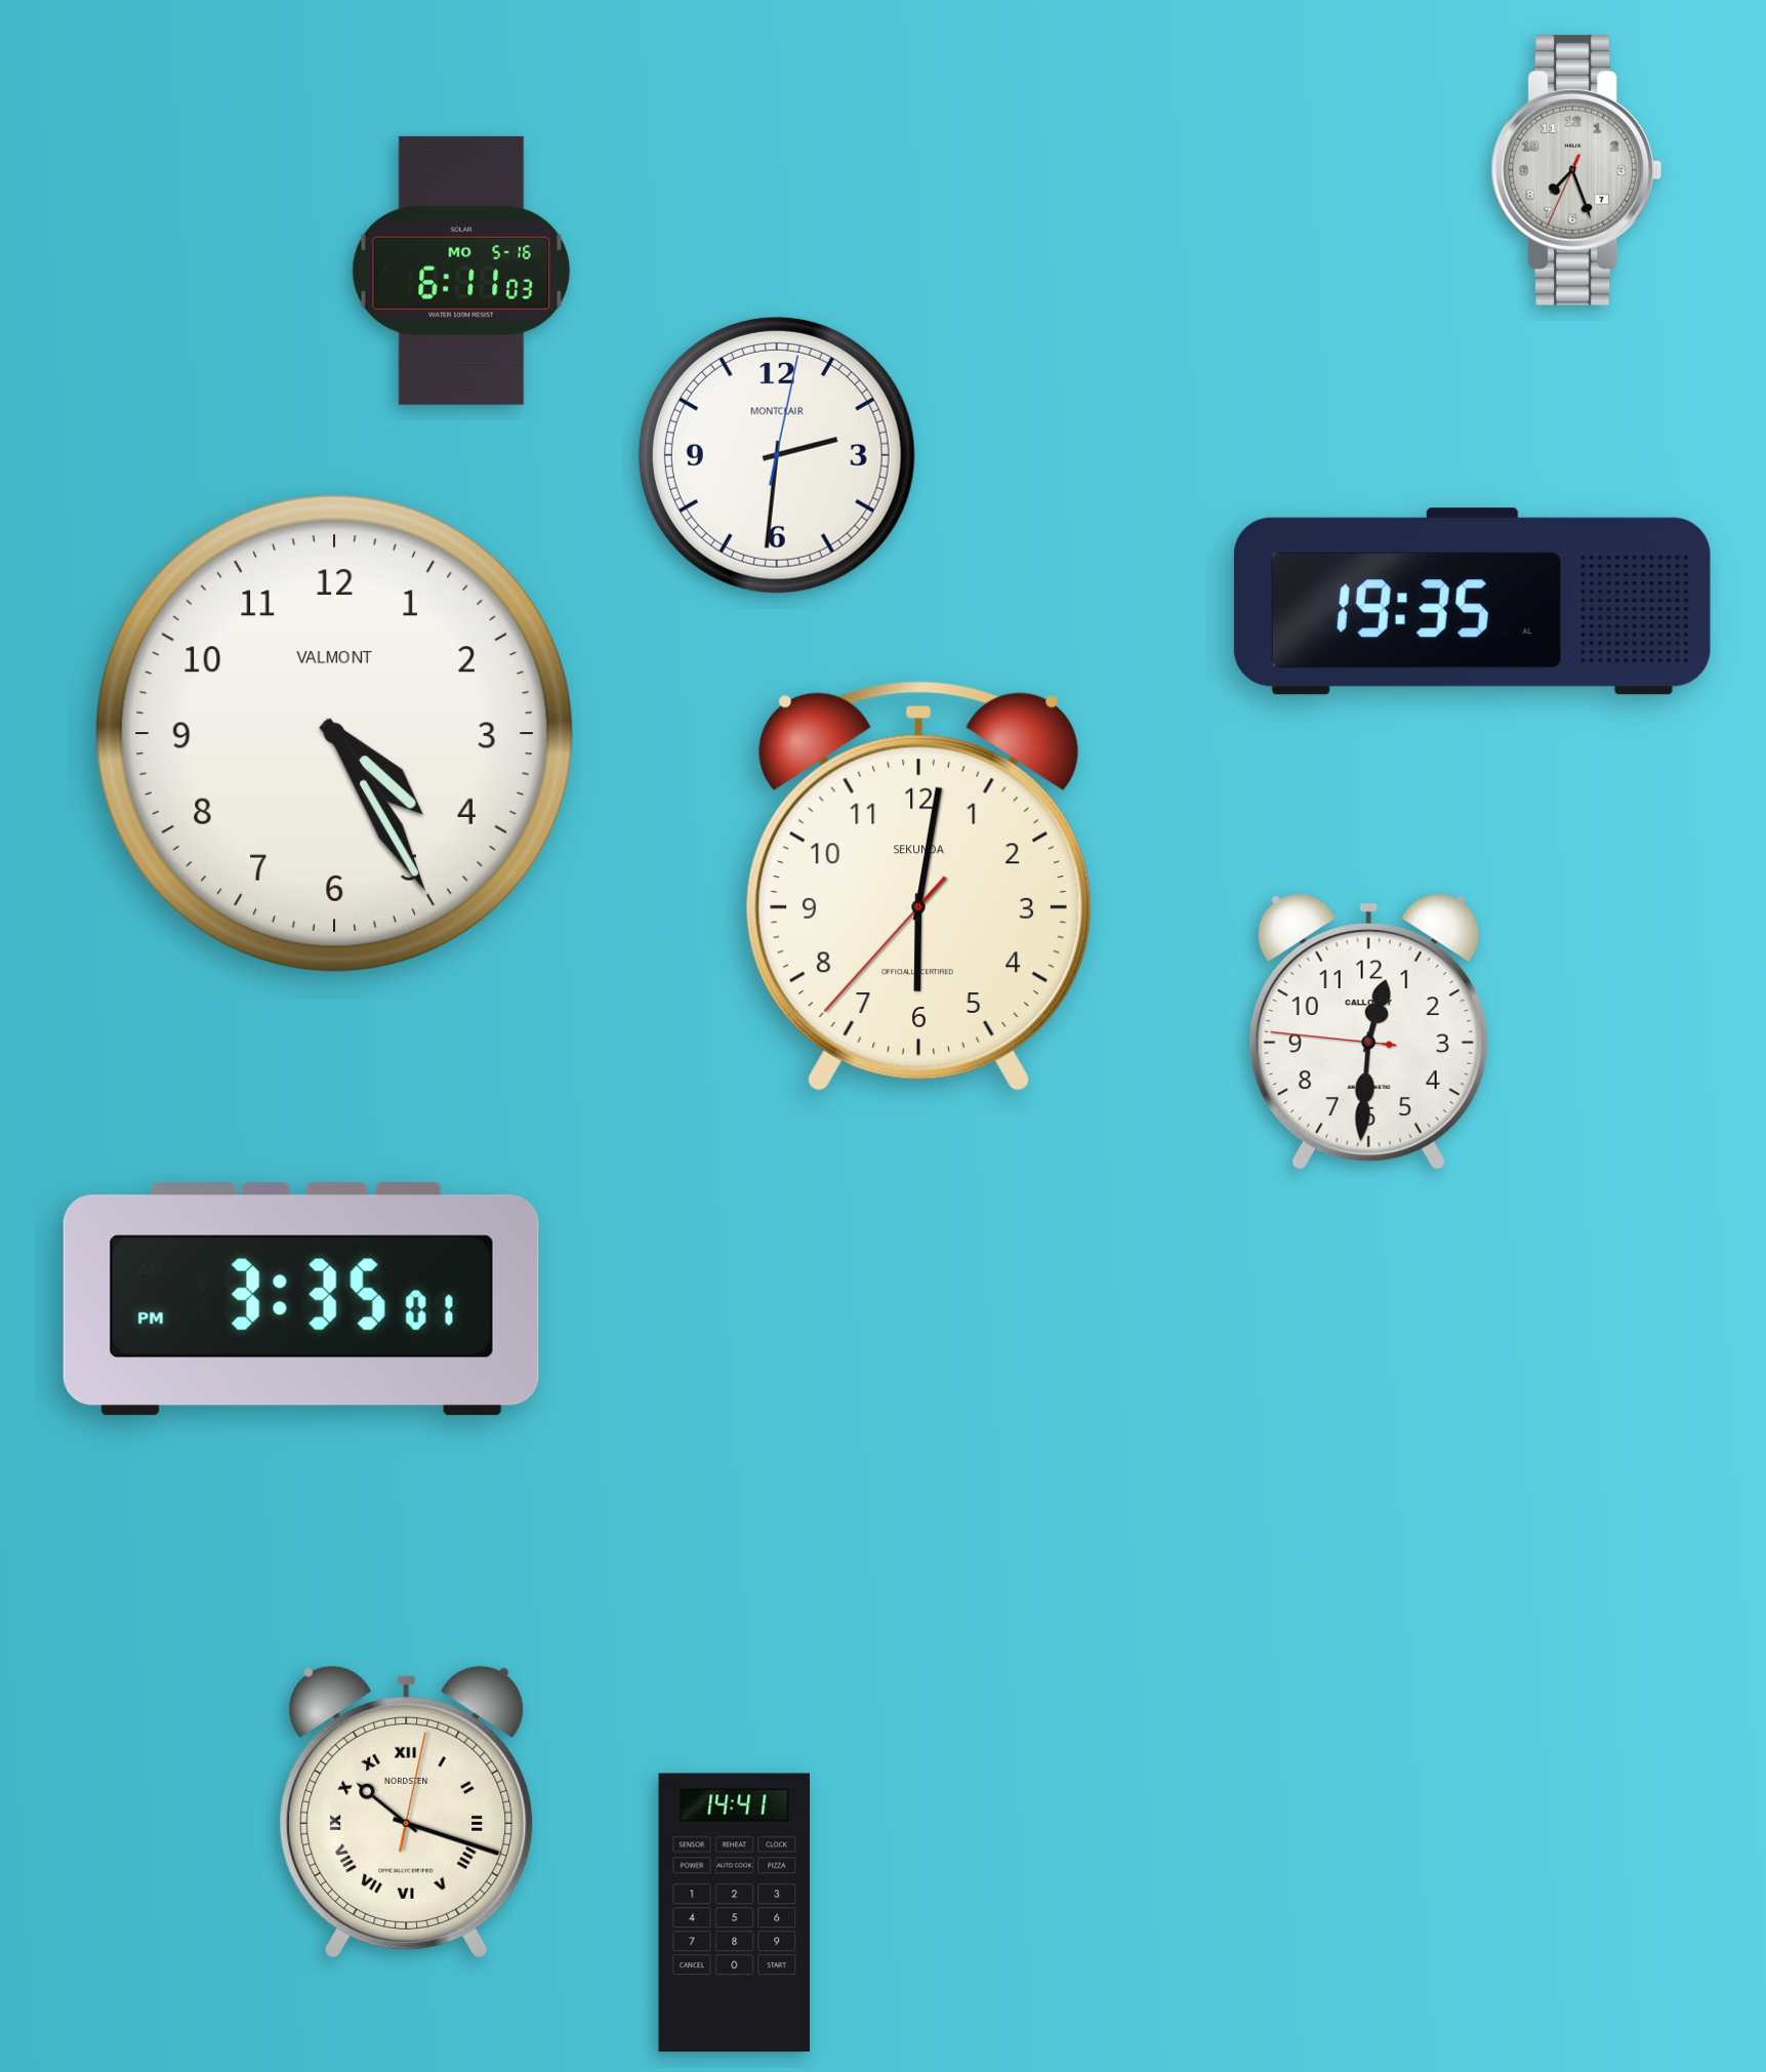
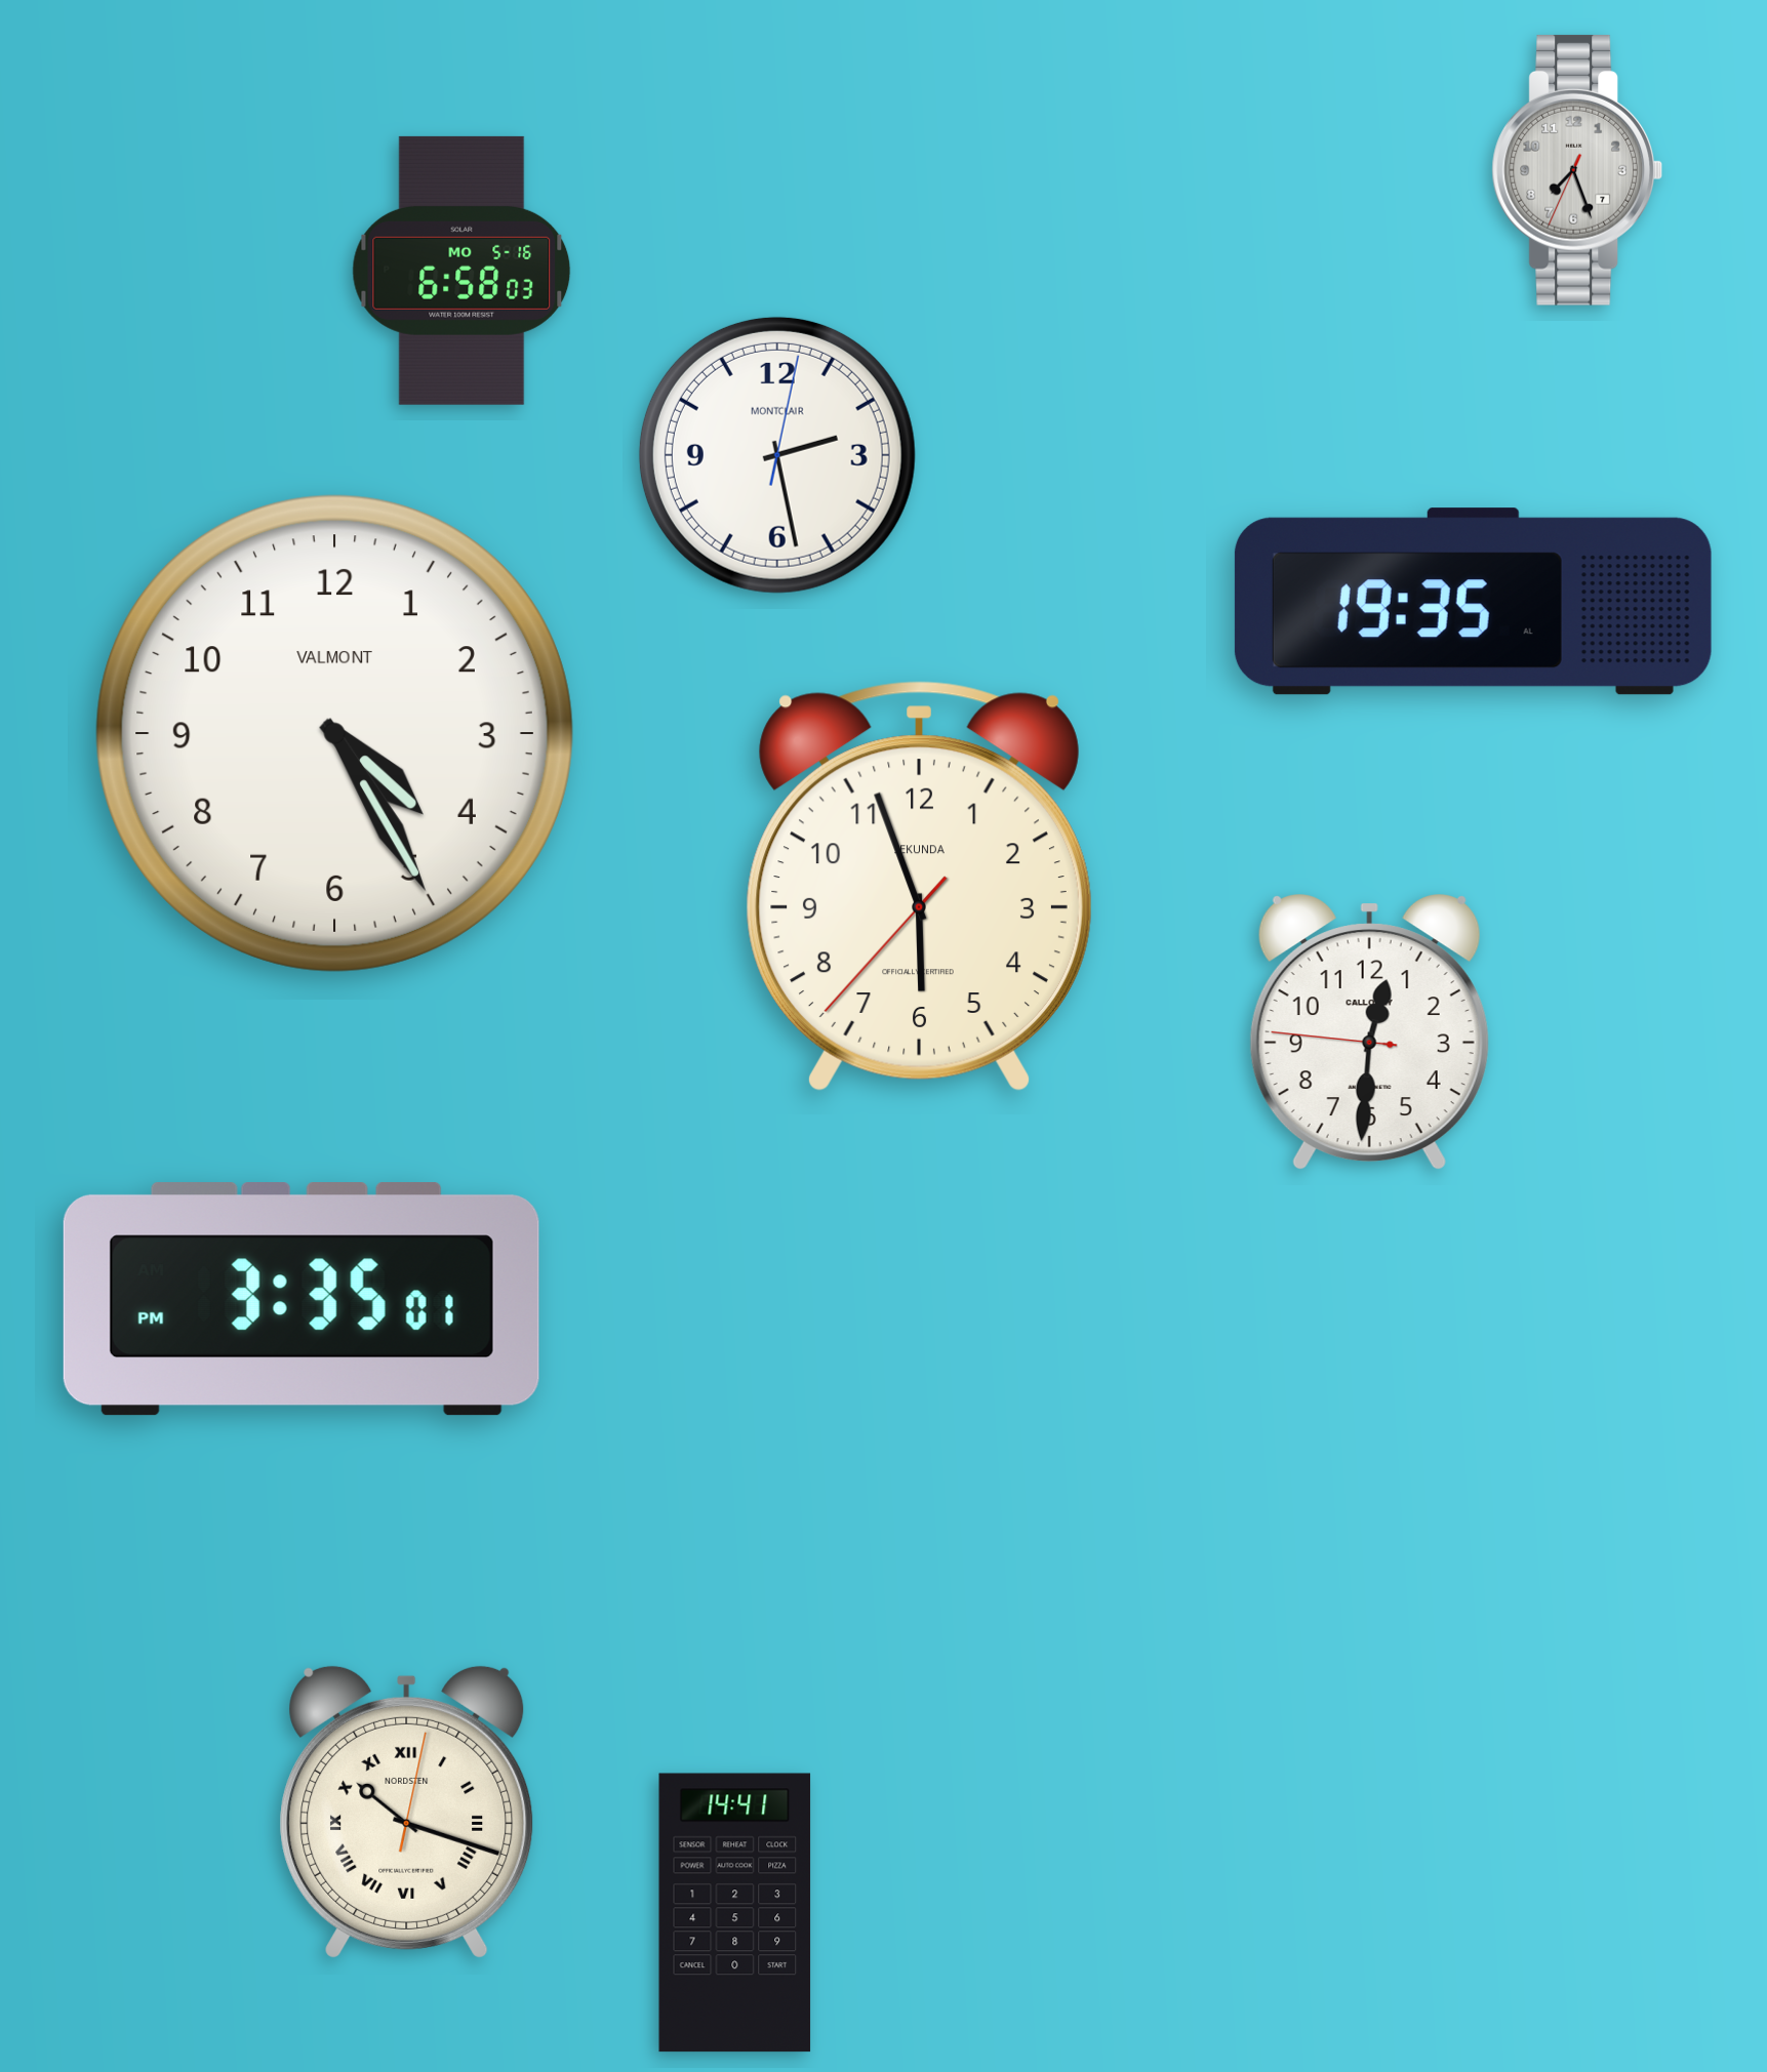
clock at (461, 271): 6:11 -> 6:58
clock at (777, 455): 2:31 -> 2:28
clock at (918, 886): 6:01 -> 5:56
